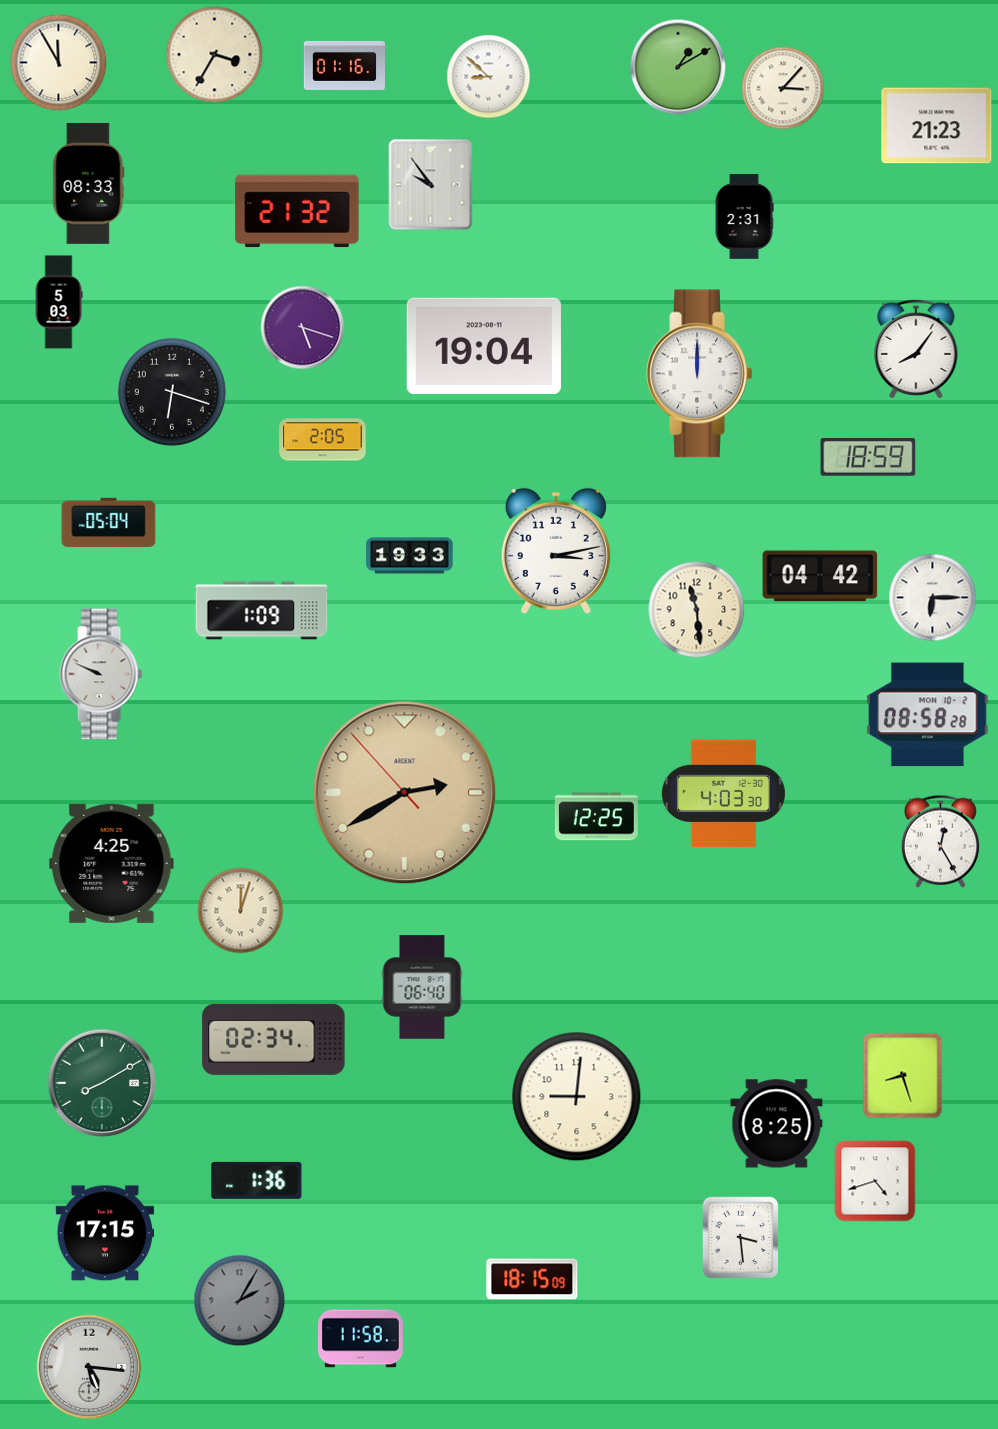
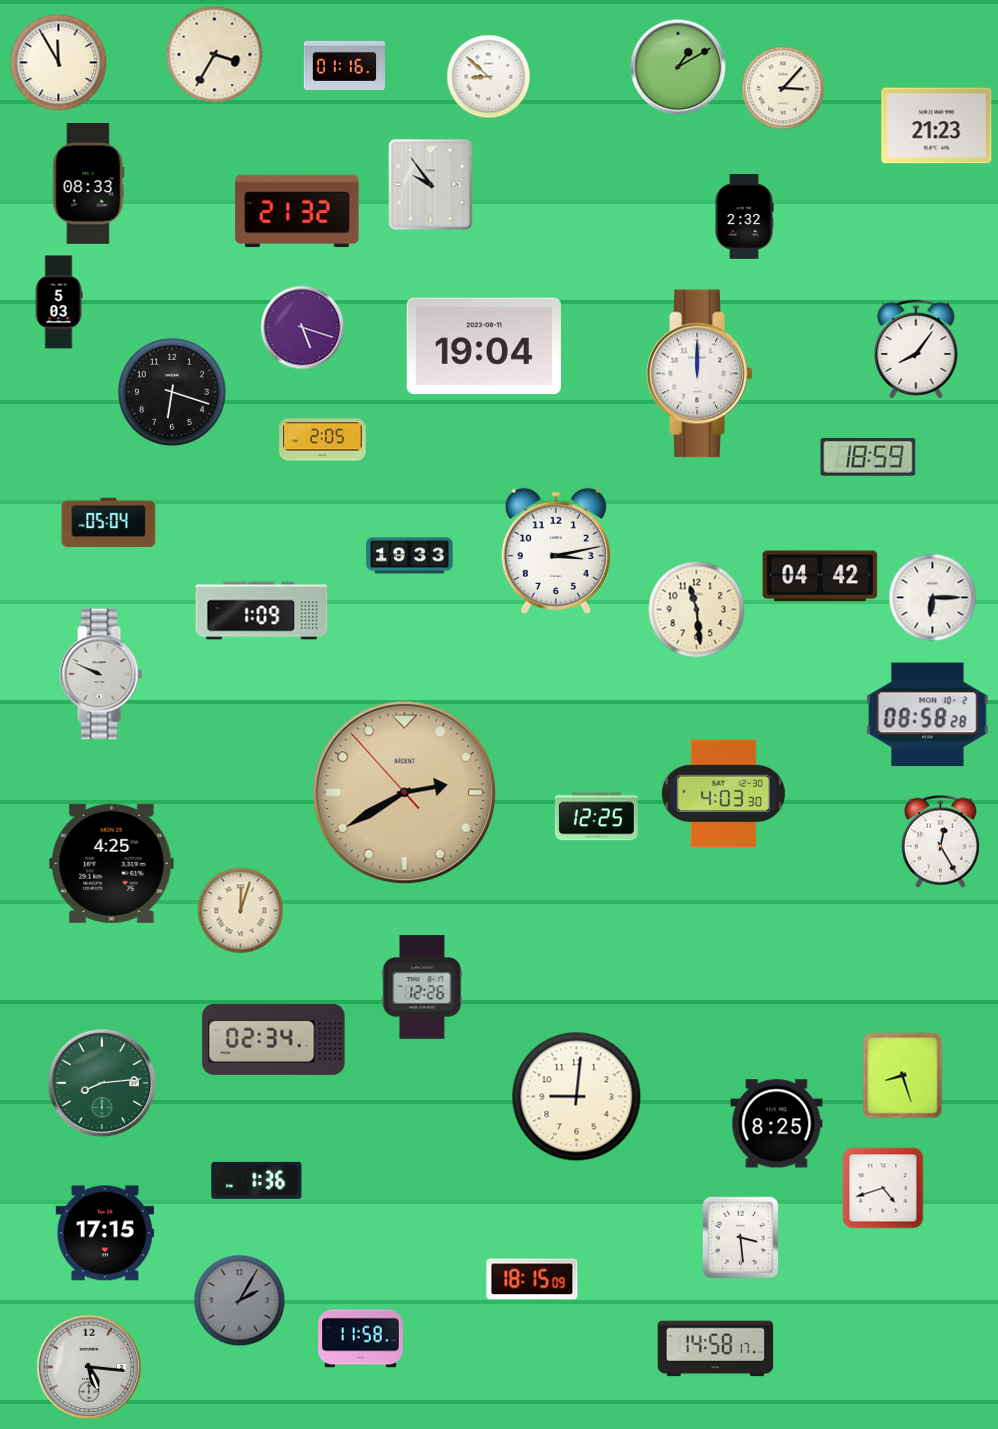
clock at (744, 217): 2:31 -> 2:32
clock at (422, 987): 06:40 -> 12:26
clock at (102, 1083): 8:10 -> 8:14
clock at (875, 1181) position: (875, 1181) -> (883, 1188)
clock at (716, 1349): none -> 14:58
